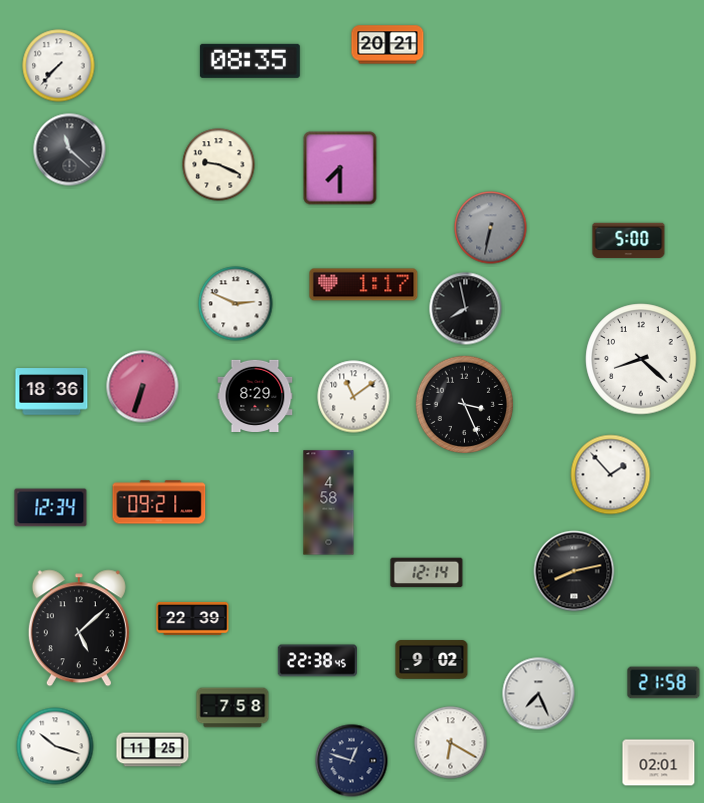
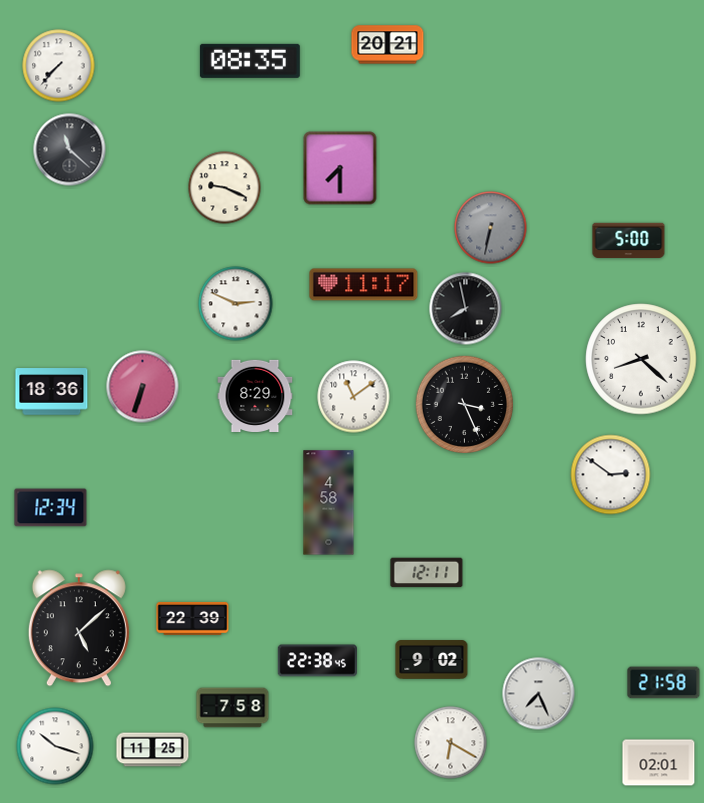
clock at (219, 165) position: (219, 165) -> (225, 188)
clock at (364, 285): 1:17 -> 11:17
clock at (611, 475): 1:53 -> 2:51
clock at (159, 502): 09:21 -> none
clock at (574, 571): 8:13 -> none
clock at (427, 573): 12:14 -> 12:11
clock at (352, 761): 12:48 -> none
